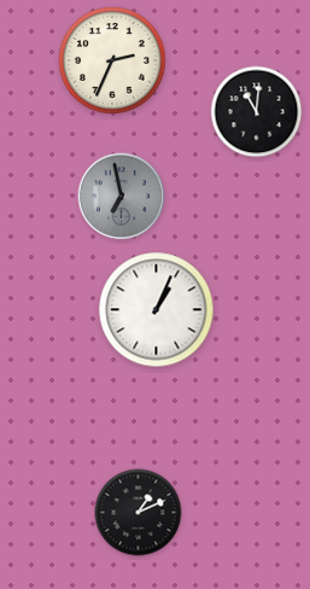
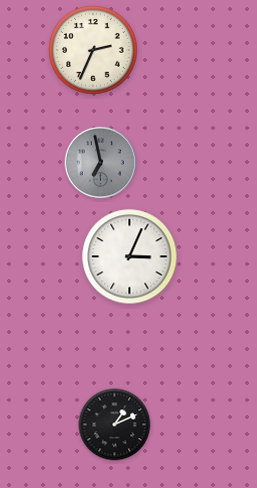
clock at (257, 112): 11:01 -> none
clock at (157, 310): 1:04 -> 3:04
